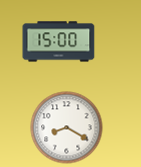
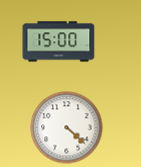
clock at (67, 128): 8:20 -> 4:22
